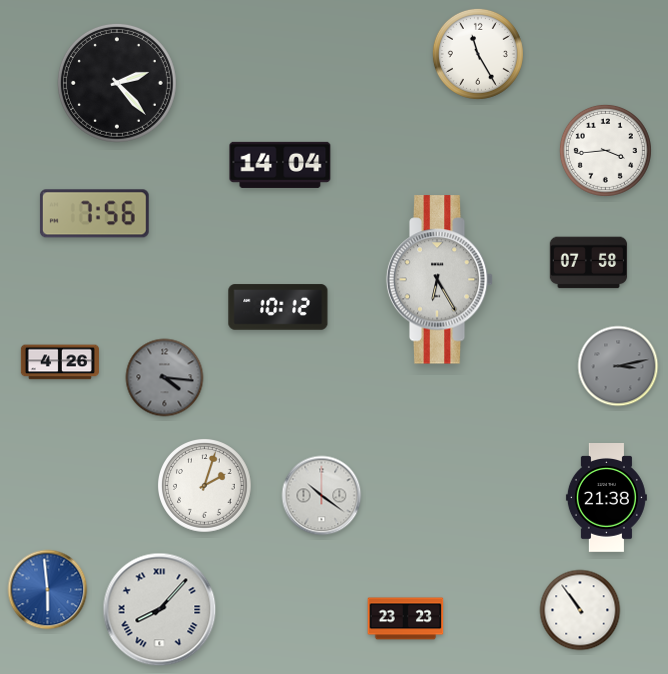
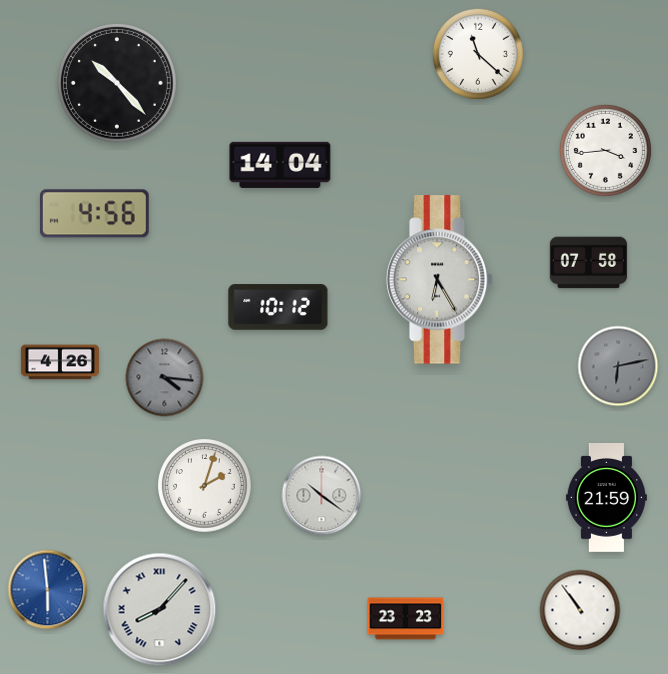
clock at (478, 54): 11:25 -> 11:22
clock at (117, 83): 2:23 -> 10:23
clock at (94, 214): 7:56 -> 4:56
clock at (618, 366): 3:13 -> 6:13
clock at (606, 498): 21:38 -> 21:59
